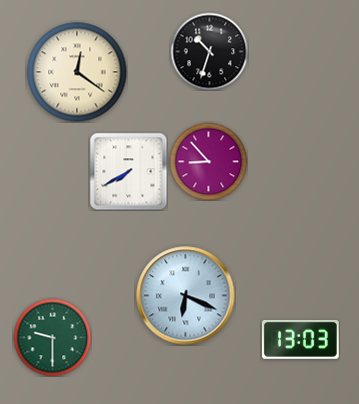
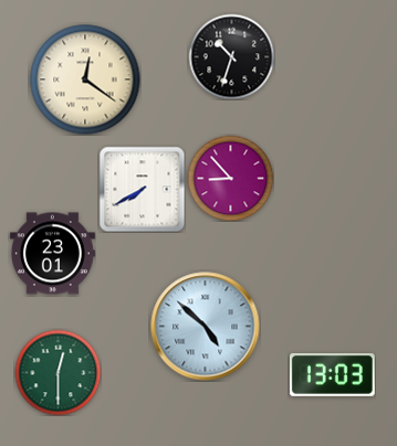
clock at (52, 254): none -> 23:01
clock at (186, 296): 6:19 -> 4:52
clock at (52, 337): 9:30 -> 12:30
